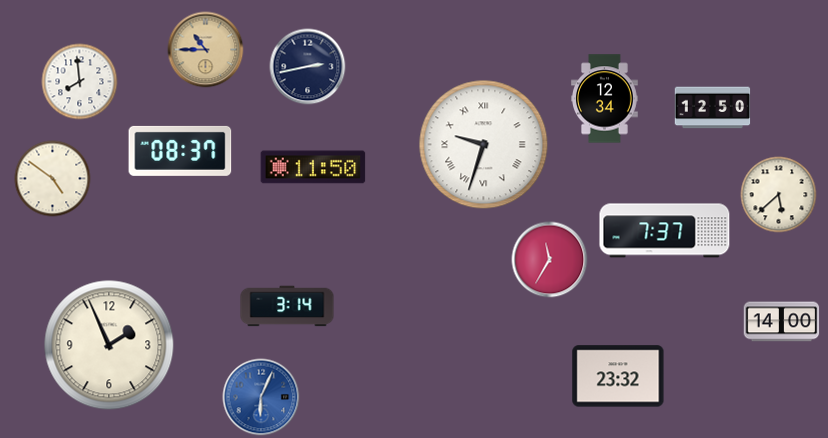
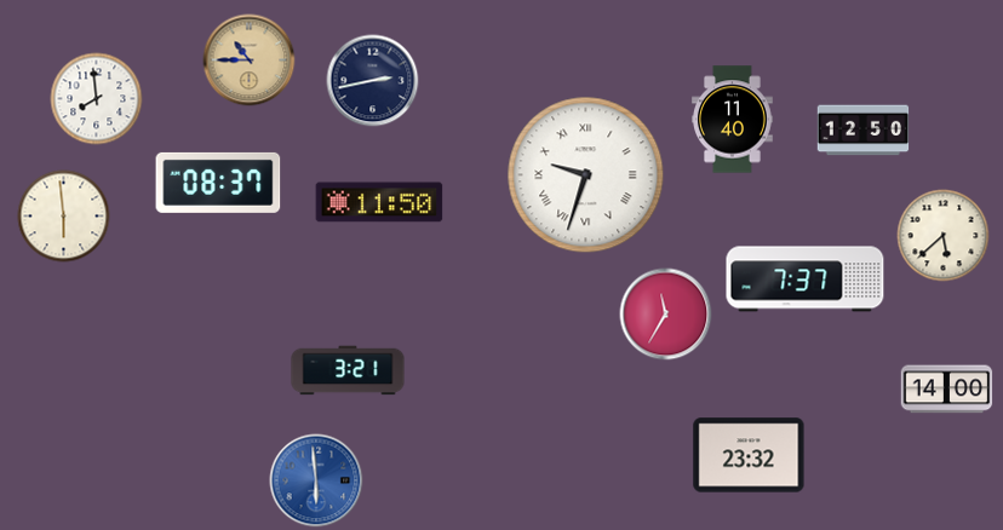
clock at (605, 99): 12:34 -> 11:40
clock at (53, 179): 4:51 -> 5:59
clock at (287, 306): 3:14 -> 3:21
clock at (109, 345): 1:56 -> none
clock at (261, 397): 6:04 -> 5:59
